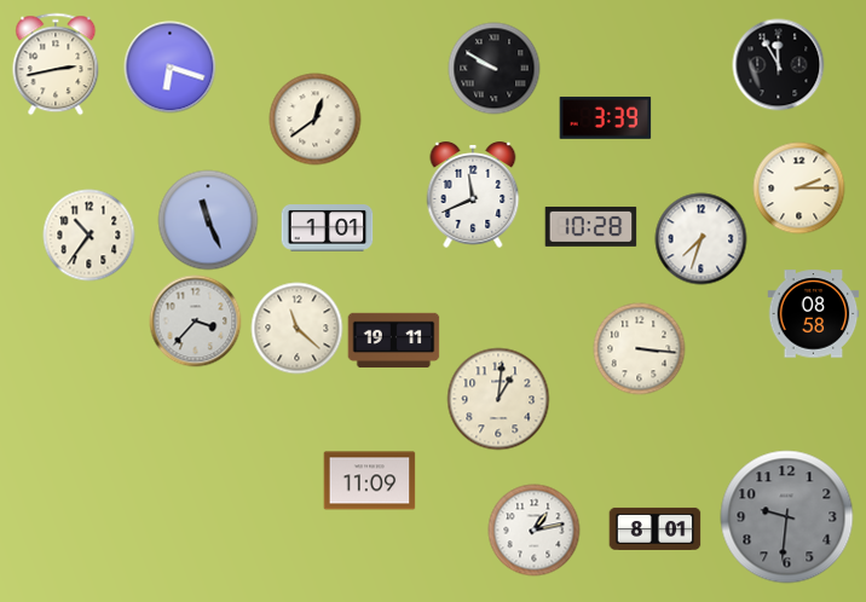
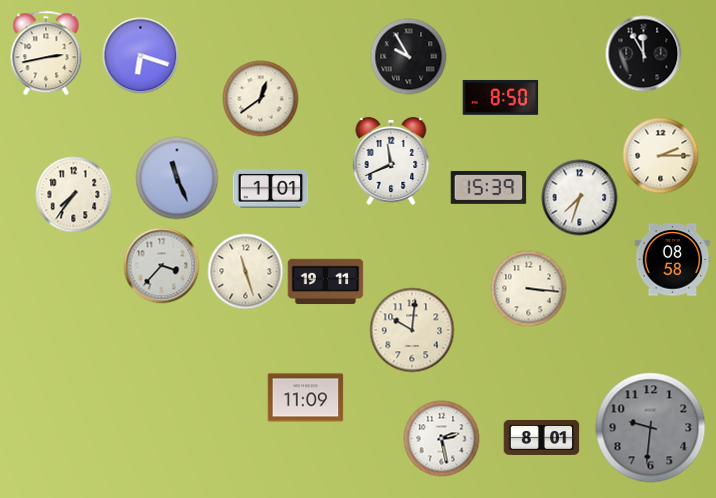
clock at (495, 69): 9:50 -> 9:55
clock at (606, 117): 3:39 -> 8:50
clock at (208, 220) position: (208, 220) -> (177, 178)
clock at (591, 226): 10:28 -> 15:39
clock at (90, 236): 10:36 -> 7:36
clock at (298, 329): 11:22 -> 11:27
clock at (498, 399): 1:01 -> 10:01
clock at (535, 531): 1:13 -> 2:28
